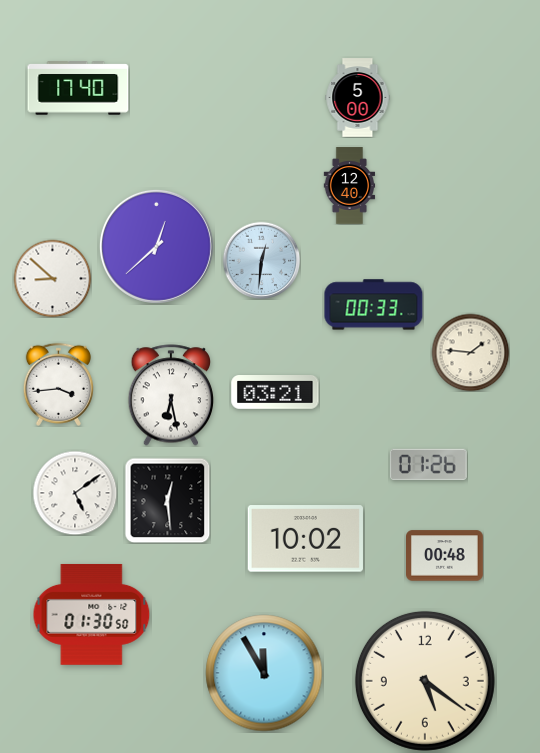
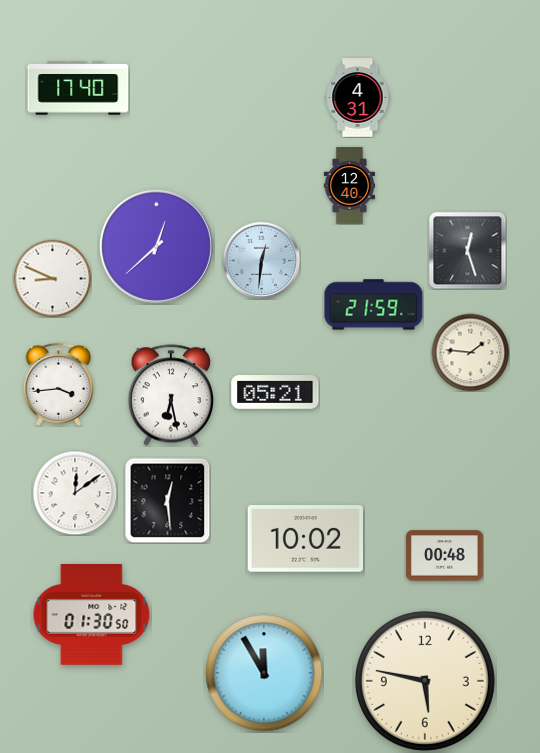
clock at (358, 98): 5:00 -> 4:31
clock at (467, 250): none -> 12:27
clock at (52, 278): 8:52 -> 8:49
clock at (374, 305): 00:33 -> 21:59
clock at (275, 393): 03:21 -> 05:21
clock at (428, 464): 01:26 -> none
clock at (75, 493): 5:09 -> 12:09
clock at (425, 681): 5:21 -> 5:47
